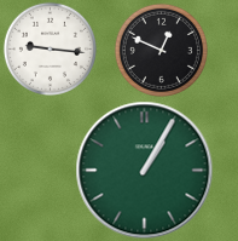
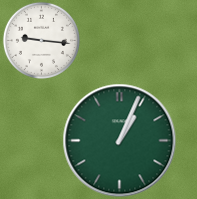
clock at (161, 50): 12:49 -> none
clock at (145, 171): 1:05 -> 1:04
